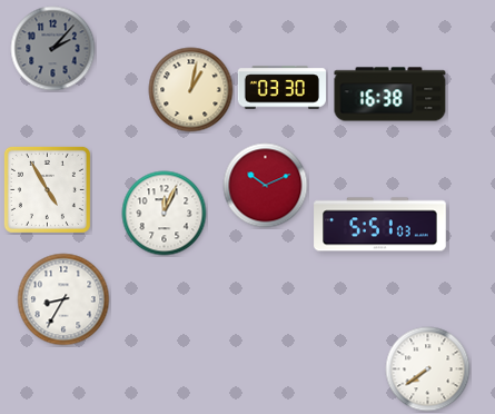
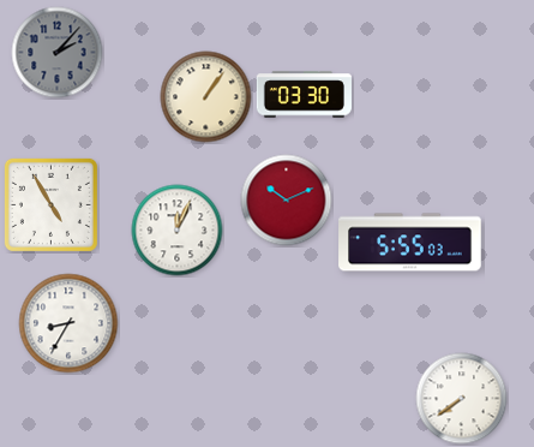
clock at (191, 90): 1:02 -> 1:06
clock at (390, 95): 16:38 -> none
clock at (380, 225): 5:51 -> 5:55
